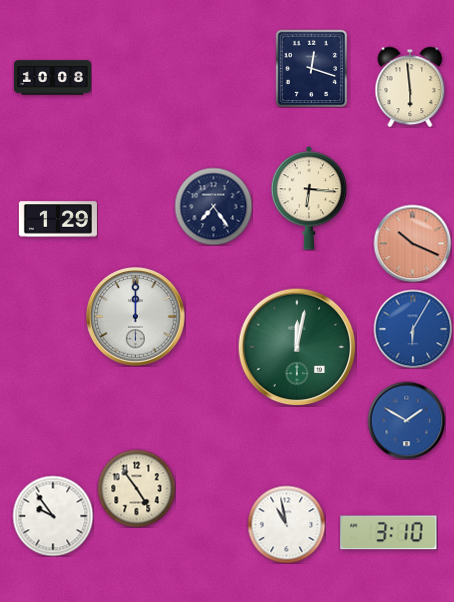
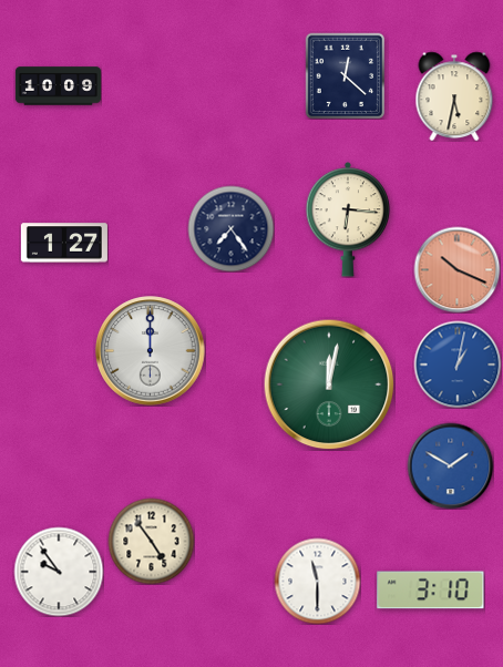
clock at (312, 68): 12:18 -> 12:22
clock at (52, 78): 10:08 -> 10:09
clock at (410, 87): 5:59 -> 5:32
clock at (309, 198) position: (309, 198) -> (348, 219)
clock at (213, 206) position: (213, 206) -> (230, 228)
clock at (58, 219): 1:29 -> 1:27
clock at (413, 329): 6:05 -> 1:02
clock at (286, 524): 10:58 -> 11:30
